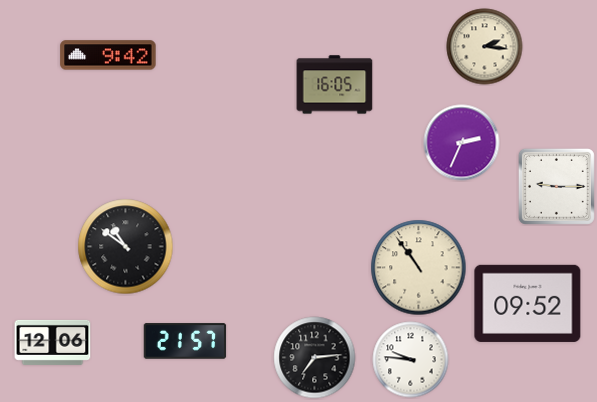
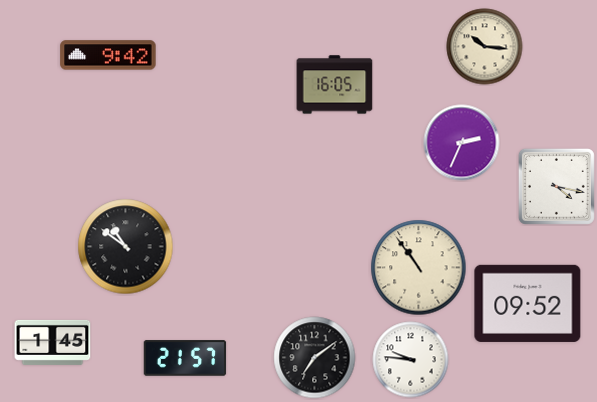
clock at (485, 47): 2:16 -> 10:16
clock at (556, 186): 9:15 -> 4:17
clock at (185, 341) position: (185, 341) -> (185, 358)
clock at (53, 342): 12:06 -> 1:45
clock at (315, 358): 7:14 -> 7:09
